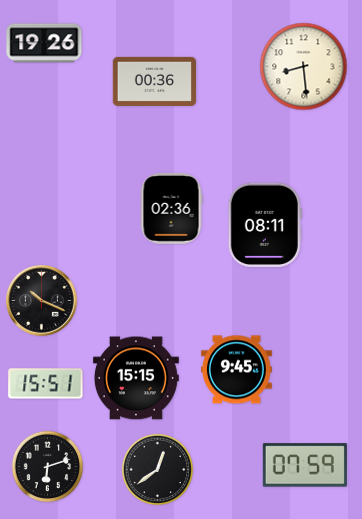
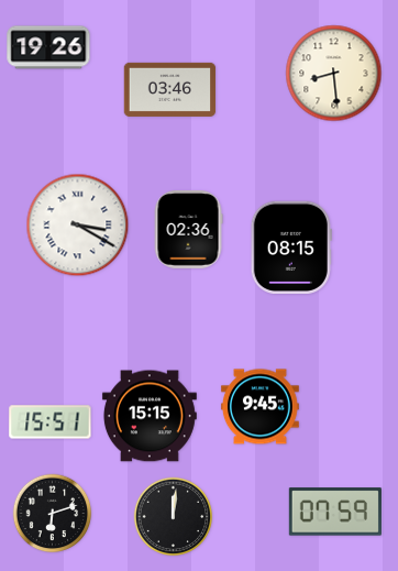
clock at (155, 81): 00:36 -> 03:46
clock at (78, 226): none -> 3:20
clock at (265, 225): 08:11 -> 08:15
clock at (42, 301): 10:19 -> none
clock at (158, 470): 12:39 -> 12:01
